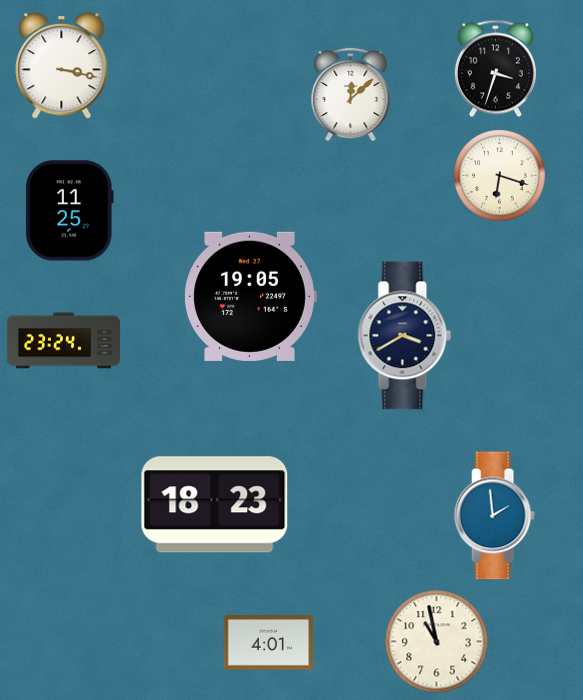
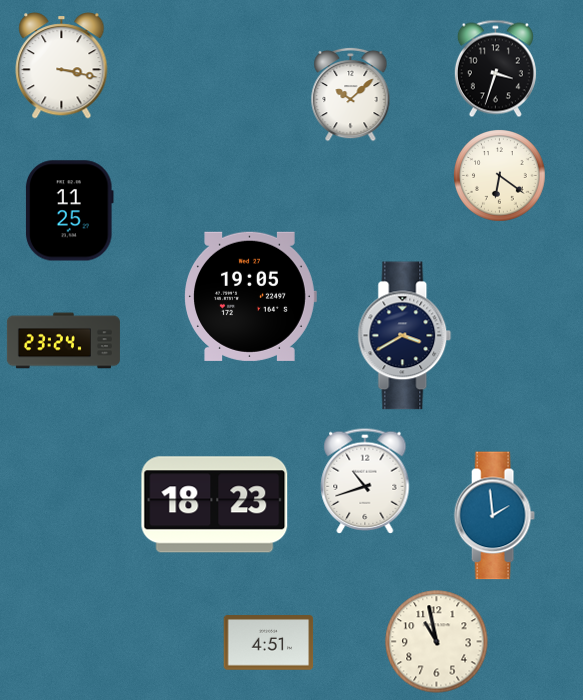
clock at (351, 94): 12:08 -> 10:08
clock at (500, 176): 6:18 -> 6:21
clock at (365, 481): none -> 10:42
clock at (269, 643): 4:01 -> 4:51
